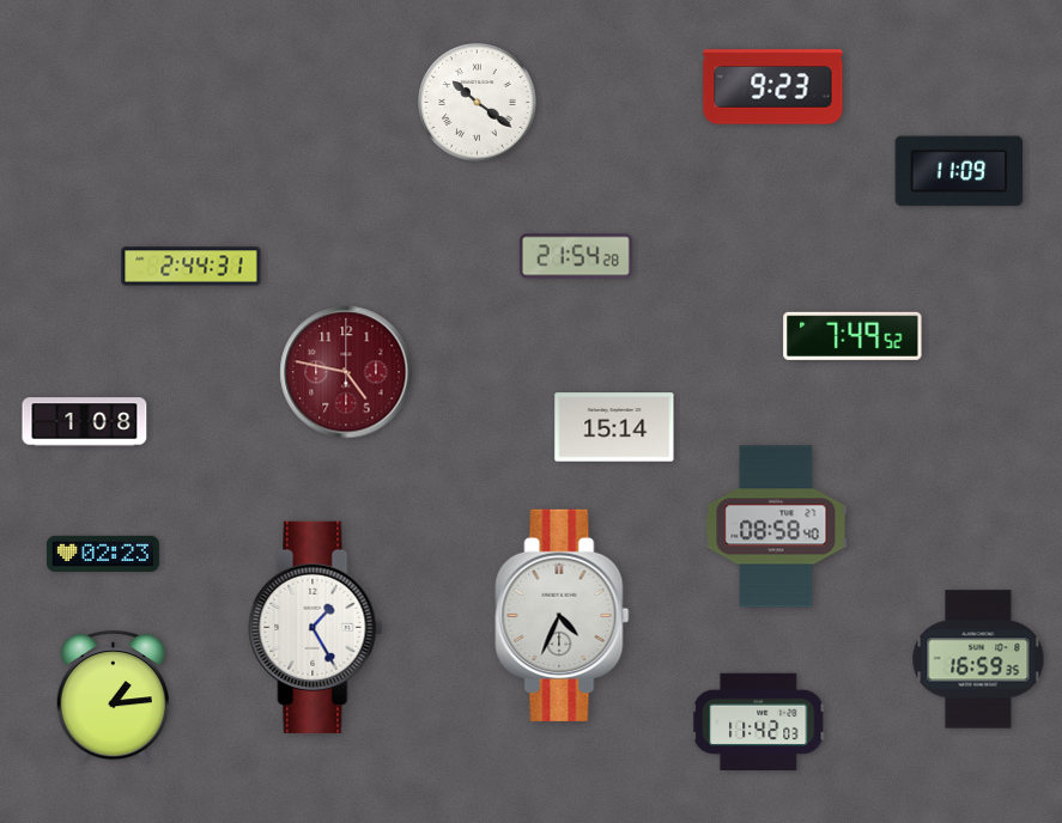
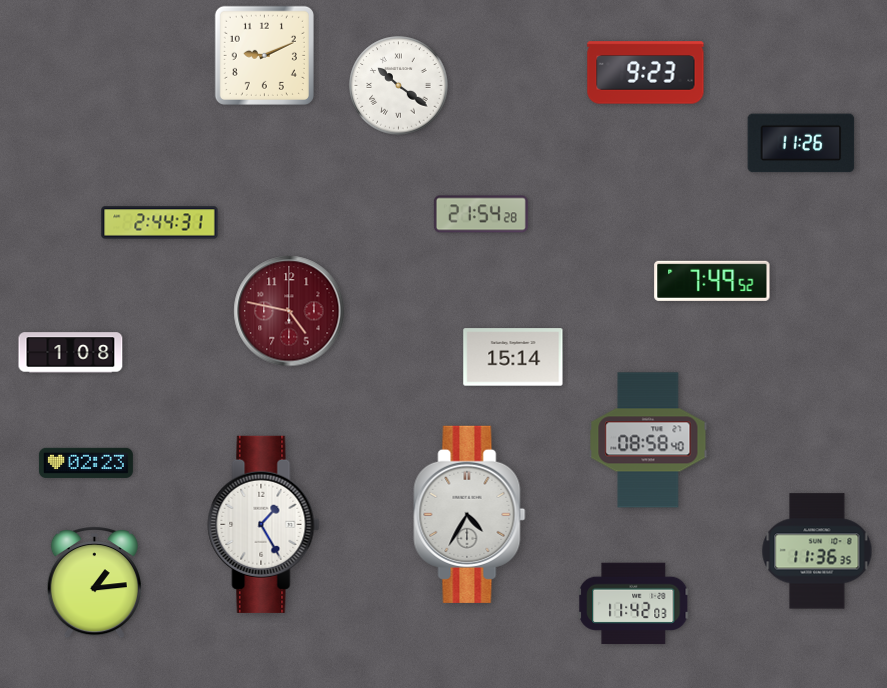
clock at (264, 55): none -> 9:11
clock at (959, 171): 11:09 -> 11:26
clock at (563, 615): 4:34 -> 4:35
clock at (978, 659): 16:59 -> 11:36
